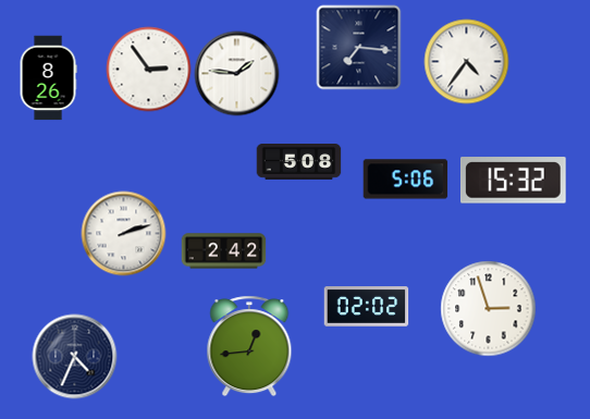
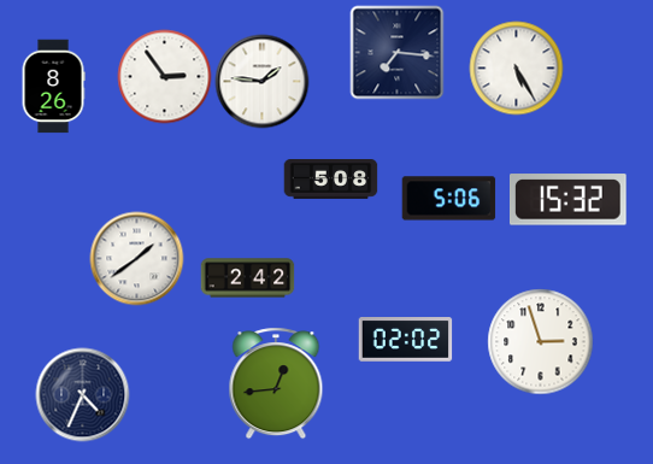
clock at (466, 61): 4:36 -> 5:25
clock at (123, 233): 2:12 -> 1:39
